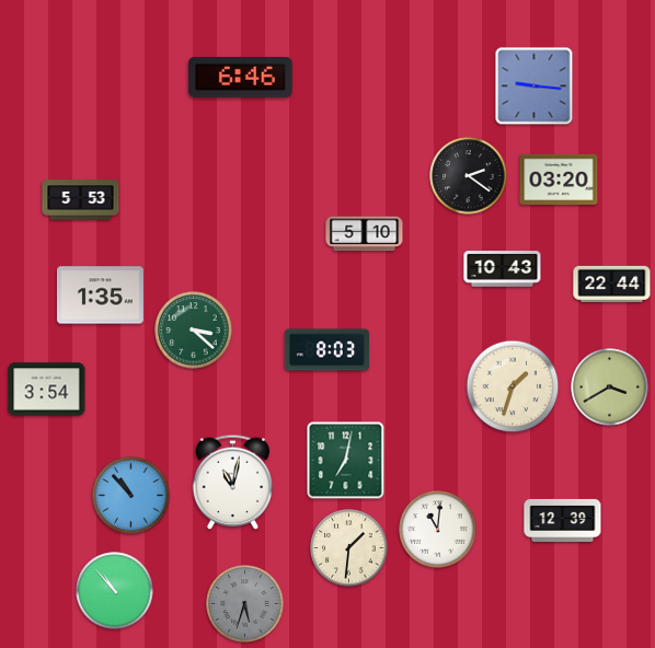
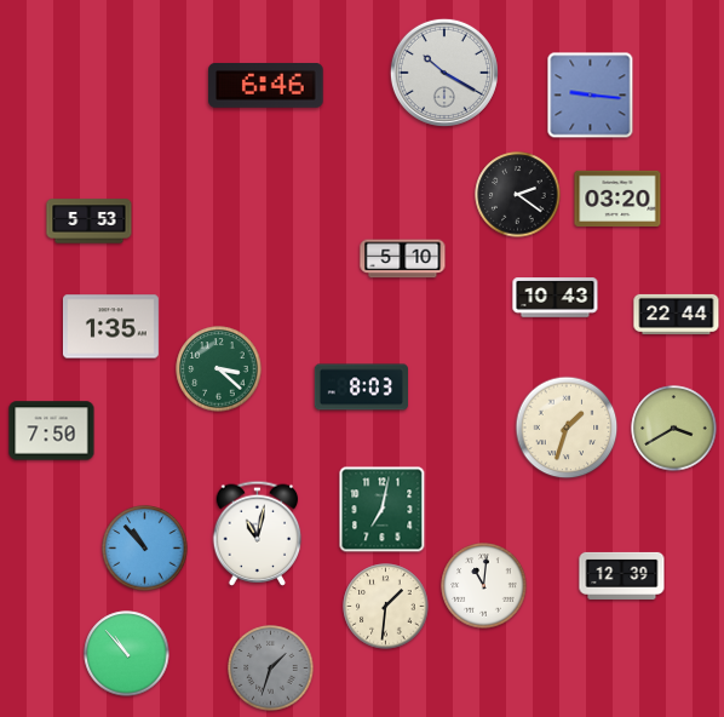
clock at (444, 73): none -> 10:20
clock at (194, 331) position: (194, 331) -> (219, 369)
clock at (47, 390): 3:54 -> 7:50
clock at (245, 604): 5:33 -> 1:33
